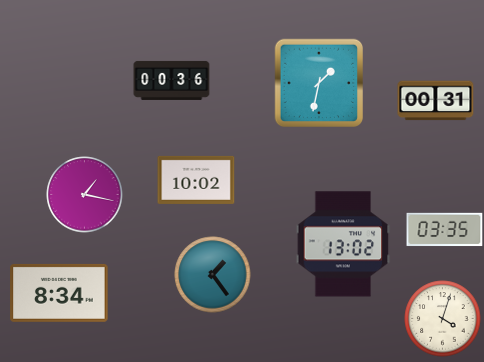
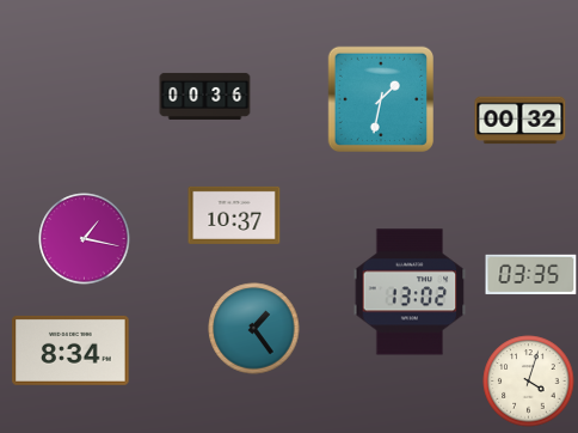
clock at (436, 101): 00:31 -> 00:32
clock at (196, 180): 10:02 -> 10:37
clock at (85, 195) position: (85, 195) -> (85, 239)
